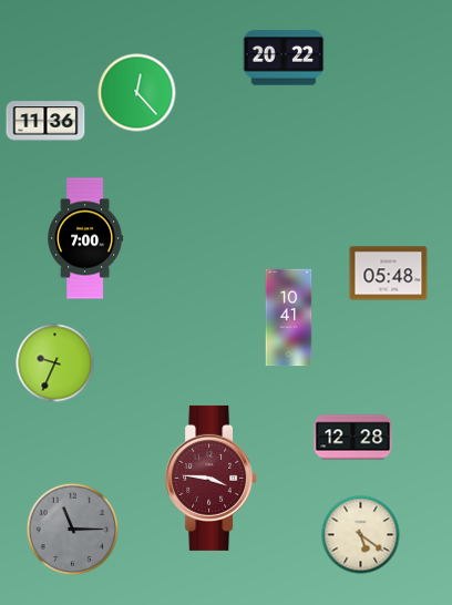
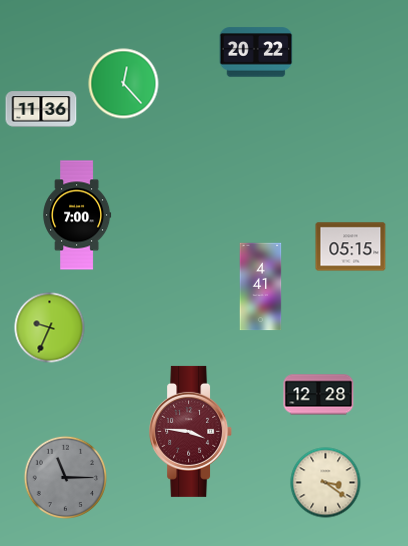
clock at (389, 274): 05:48 -> 05:15
clock at (289, 318): 10:41 -> 4:41
clock at (361, 535): 5:21 -> 3:21
